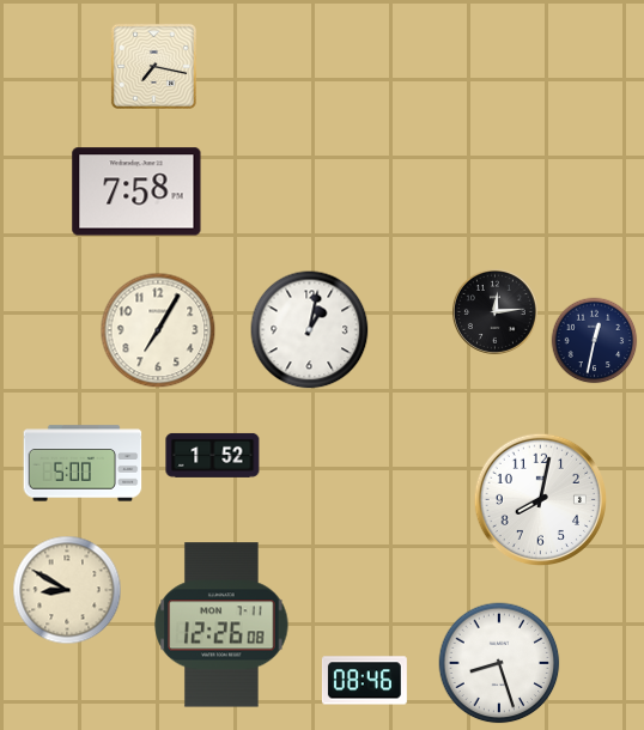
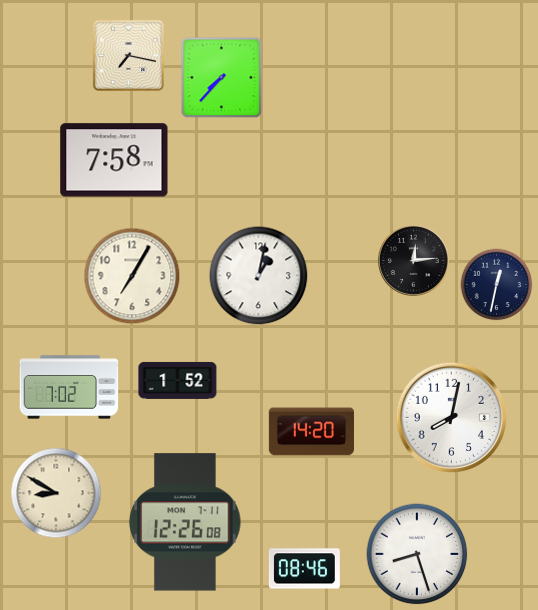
clock at (222, 78): none -> 7:37
clock at (83, 463): 5:00 -> 7:02
clock at (311, 432): none -> 14:20
